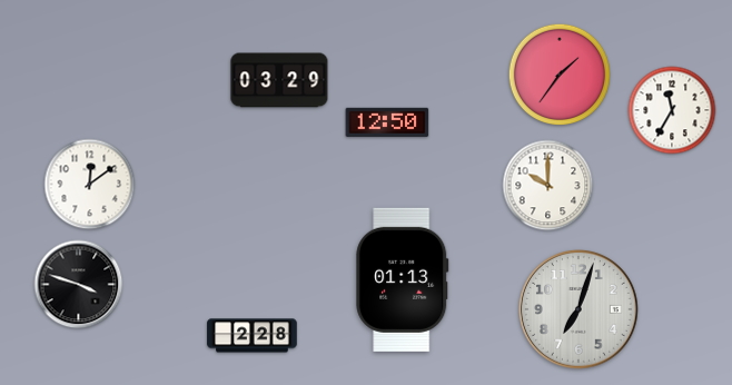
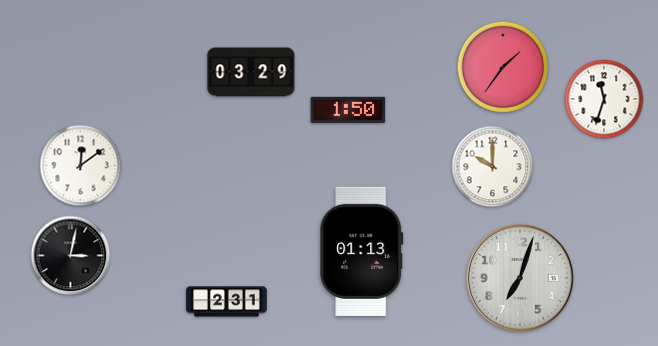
clock at (672, 110): 11:35 -> 11:33
clock at (387, 122): 12:50 -> 1:50
clock at (79, 285): 3:48 -> 3:02
clock at (253, 336): 2:28 -> 2:31
